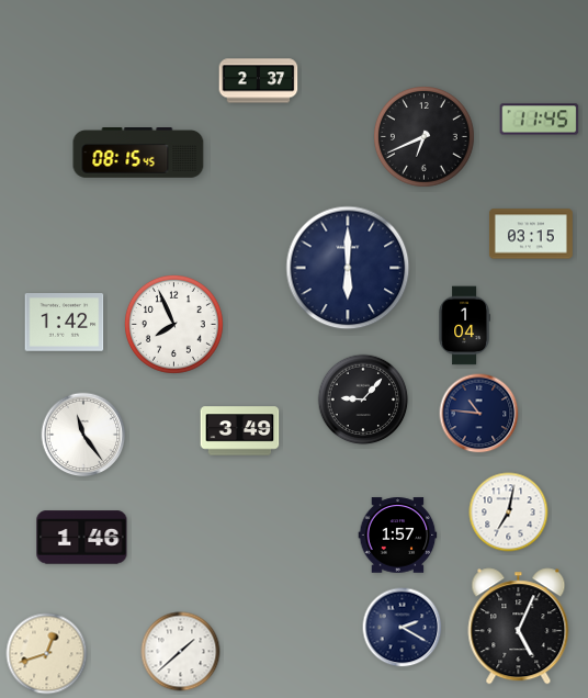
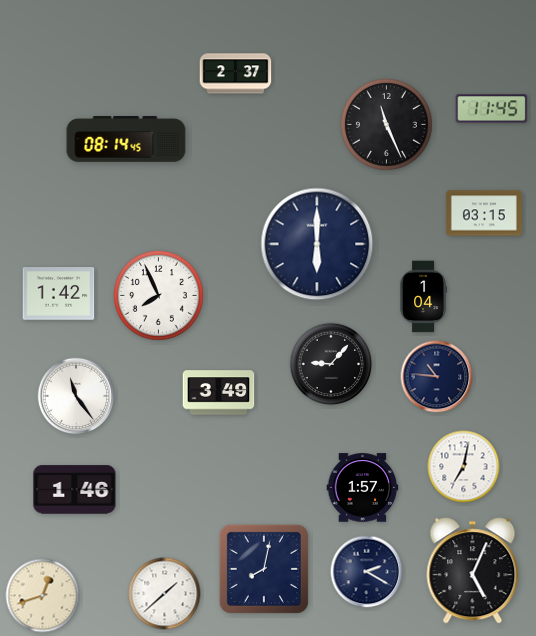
clock at (425, 137): 6:41 -> 11:26
clock at (138, 154): 08:15 -> 08:14
clock at (264, 569): none -> 8:02
